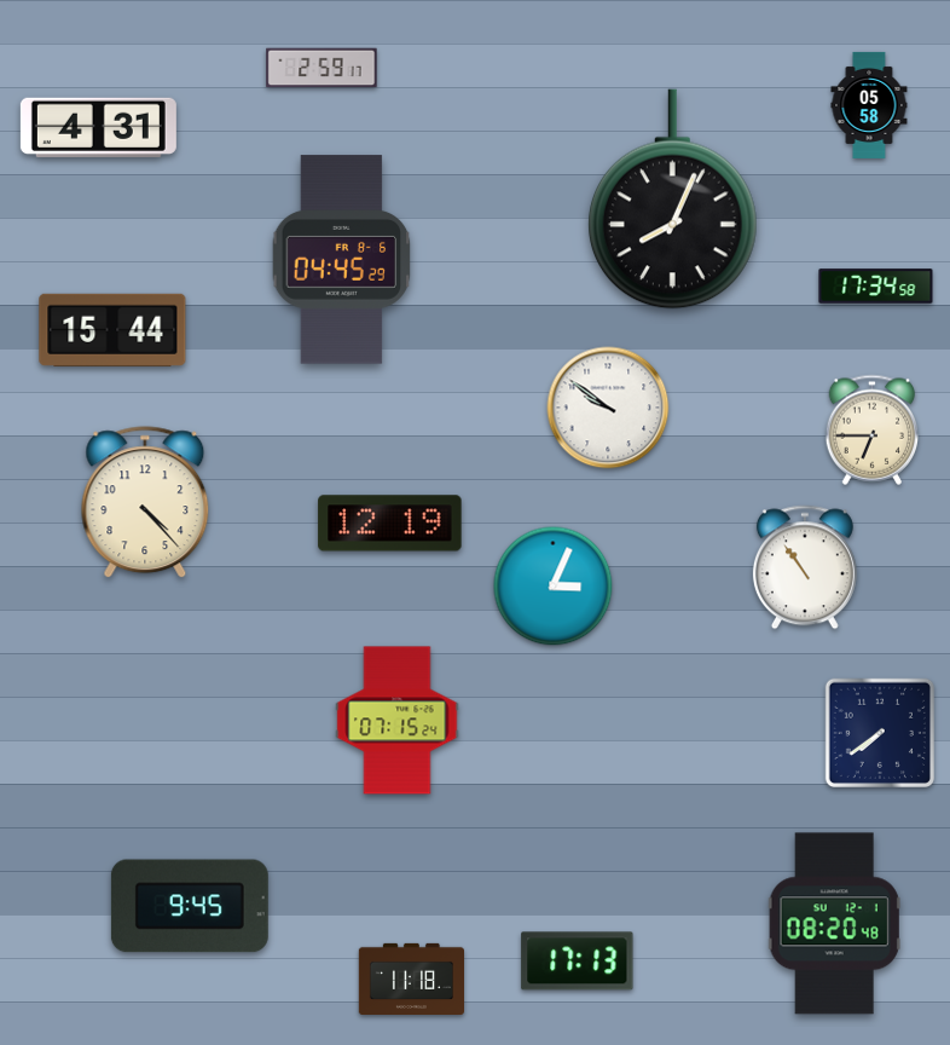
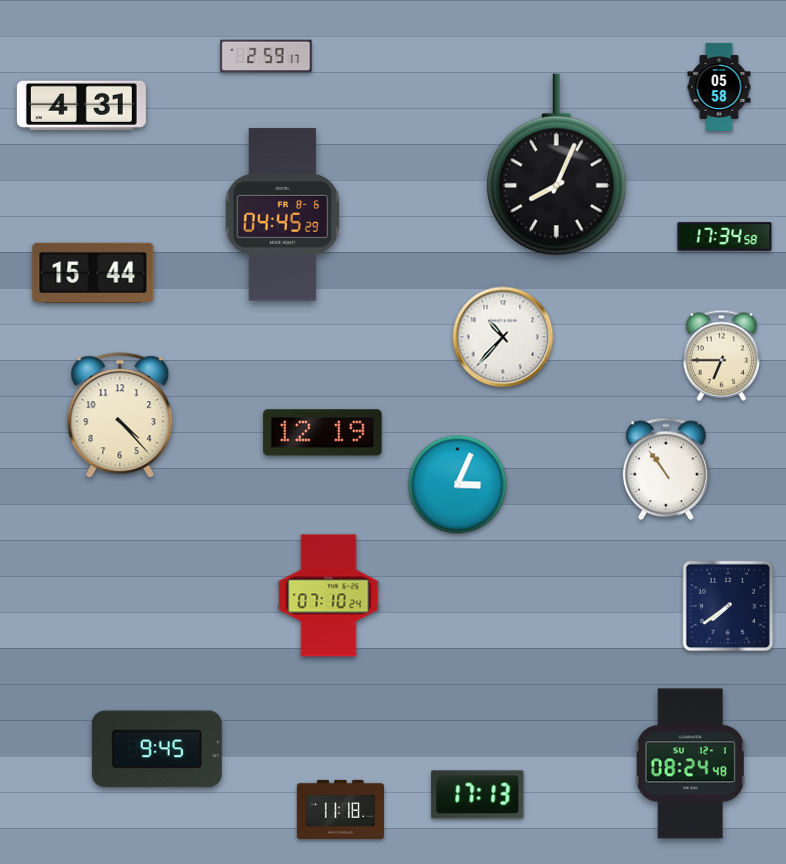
clock at (608, 408): 9:51 -> 10:37
clock at (398, 721): 07:15 -> 07:10
clock at (834, 924): 08:20 -> 08:24
